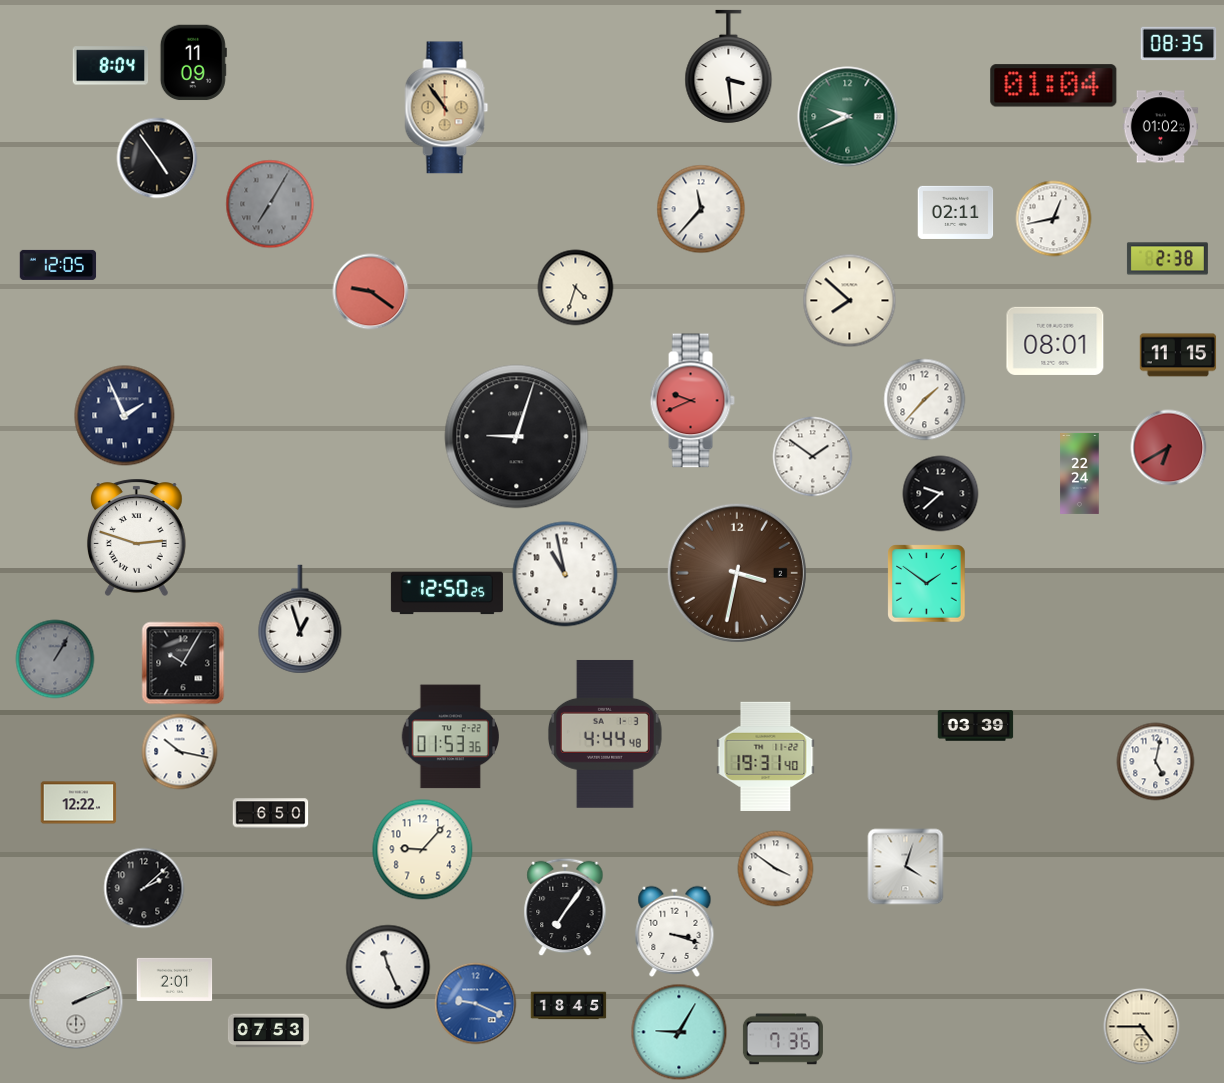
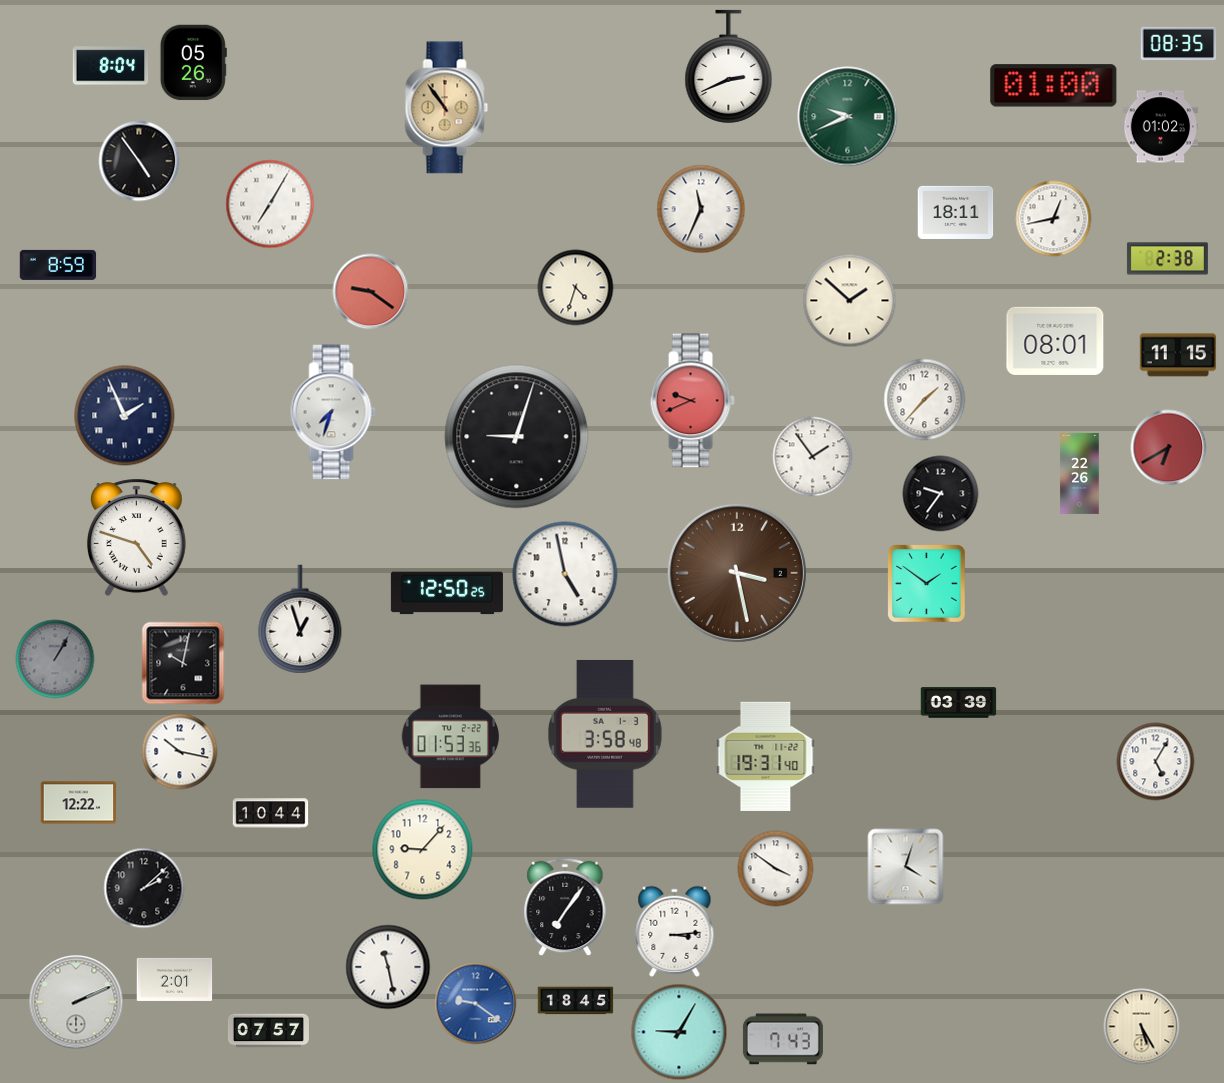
clock at (193, 63): 11:09 -> 05:26
clock at (729, 66): 3:29 -> 2:41
clock at (1054, 86): 01:04 -> 01:00
clock at (157, 158) position: (157, 158) -> (139, 161)
clock at (270, 204) dial: grey -> white
clock at (701, 209): 11:37 -> 11:34
clock at (956, 212): 02:11 -> 18:11
clock at (58, 265): 12:05 -> 8:59
clock at (850, 301): 7:52 -> 1:52
clock at (333, 412): none -> 7:33
clock at (813, 457): 1:51 -> 1:54
clock at (1080, 473): 22:24 -> 22:26
clock at (941, 494): 9:38 -> 9:36
clock at (136, 537): 2:48 -> 4:48
clock at (737, 573): 3:32 -> 3:28
clock at (565, 574): 10:58 -> 4:58
clock at (183, 663): 10:05 -> 10:02
clock at (976, 726) position: (976, 726) -> (959, 703)
clock at (605, 734): 4:44 -> 3:58
clock at (1156, 762): 5:02 -> 5:05
clock at (271, 814): 6:50 -> 10:44
clock at (675, 931): 3:18 -> 3:14
clock at (388, 967): 11:26 -> 11:28
clock at (476, 1004): 9:19 -> 9:21
clock at (569, 1006) position: (569, 1006) -> (576, 1001)
clock at (1142, 1027): 4:45 -> 5:25
clock at (268, 1031): 07:53 -> 07:57
clock at (783, 1039): 7:36 -> 7:43
